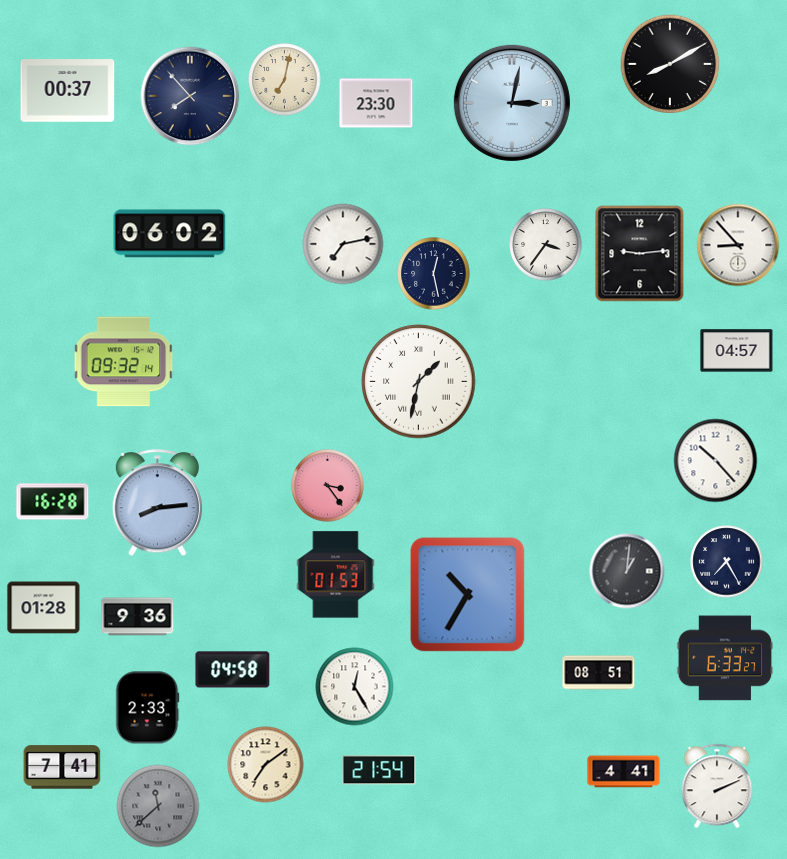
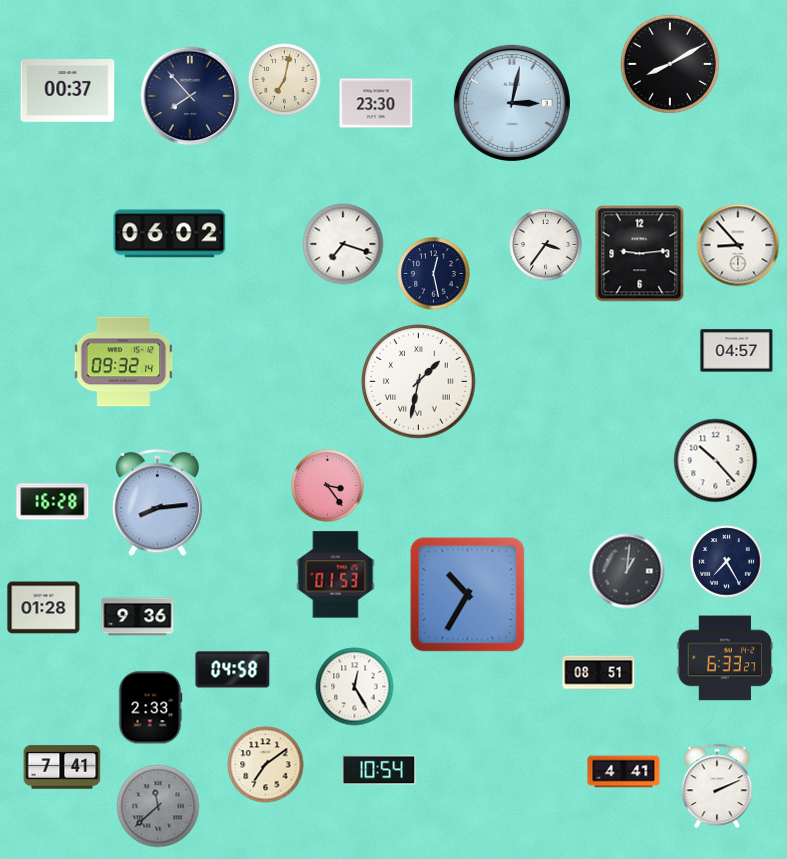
clock at (343, 244): 7:13 -> 7:18
clock at (147, 708) position: (147, 708) -> (150, 708)
clock at (379, 770): 21:54 -> 10:54
